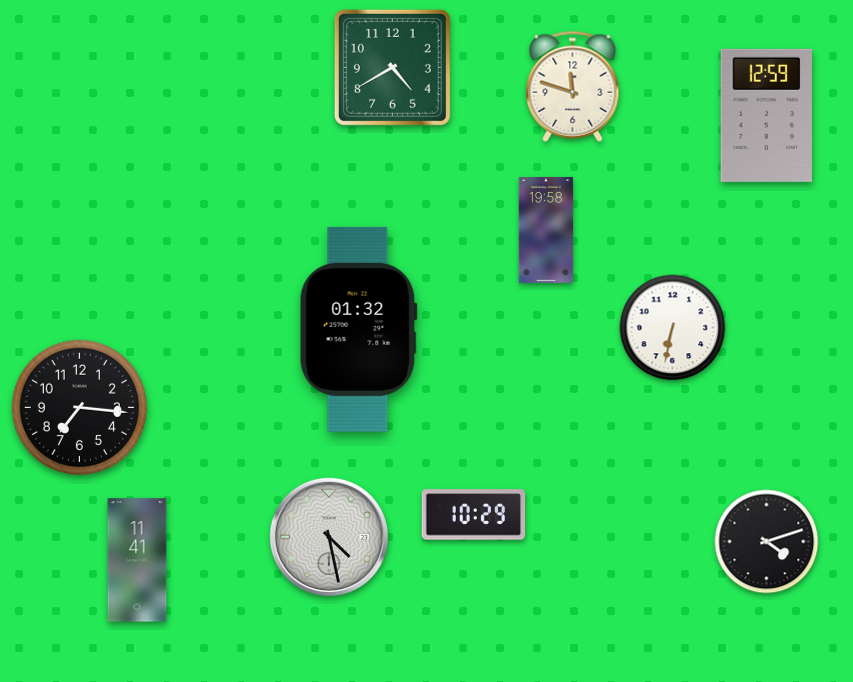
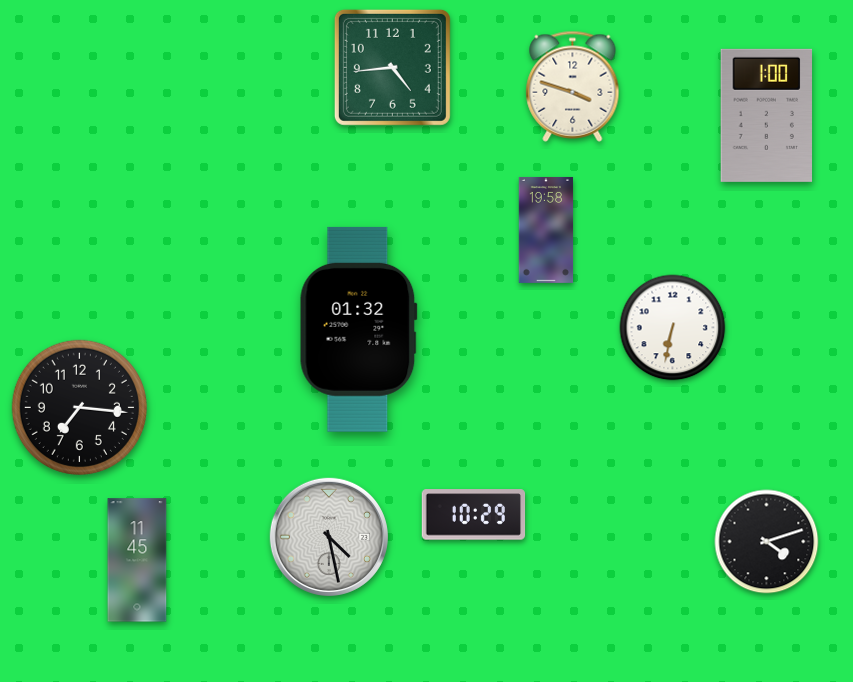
clock at (392, 67): 4:40 -> 4:44
clock at (573, 86): 11:48 -> 3:48
clock at (767, 115): 12:59 -> 1:00
clock at (137, 560): 11:41 -> 11:45
